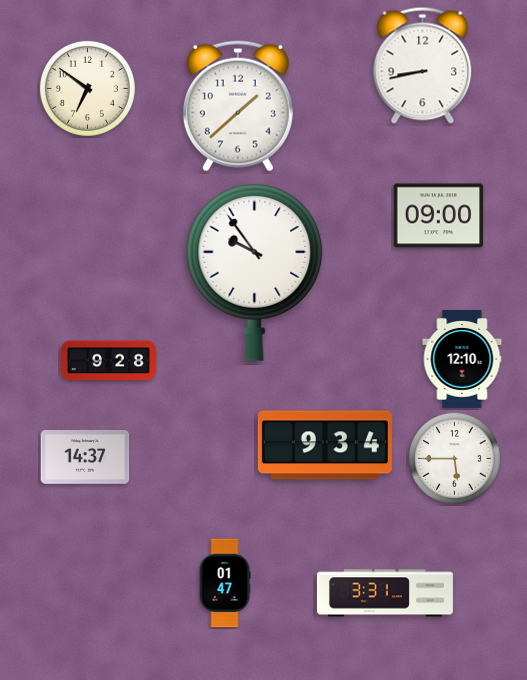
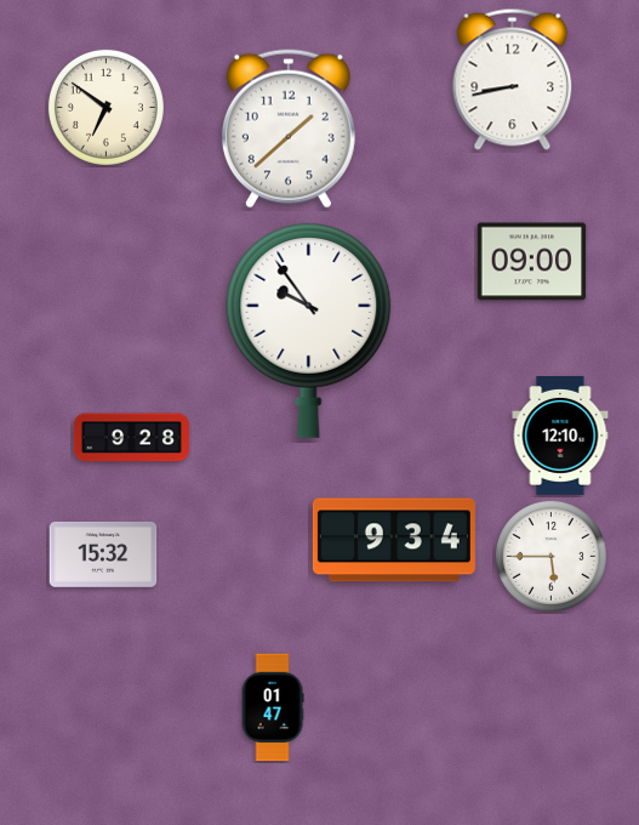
clock at (85, 457): 14:37 -> 15:32
clock at (385, 593): 3:31 -> none
